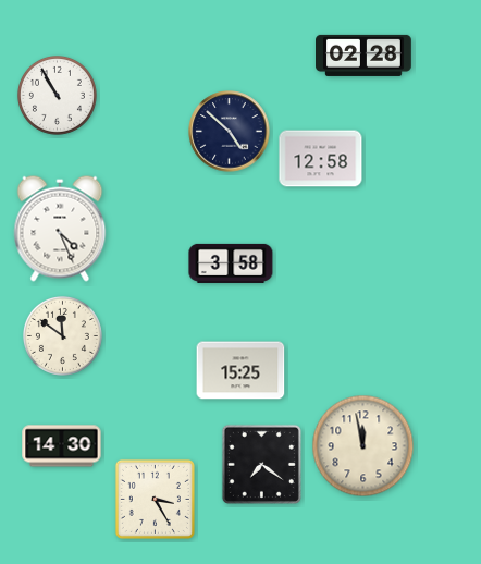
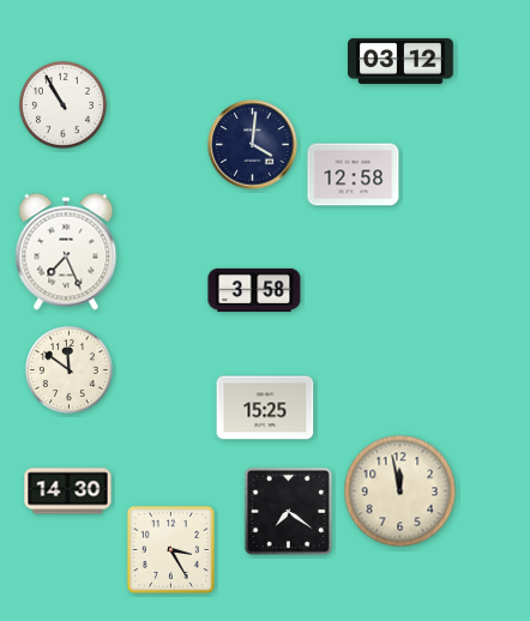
clock at (363, 56): 02:28 -> 03:12
clock at (230, 132): 4:52 -> 4:01
clock at (60, 229): 4:26 -> 7:26
